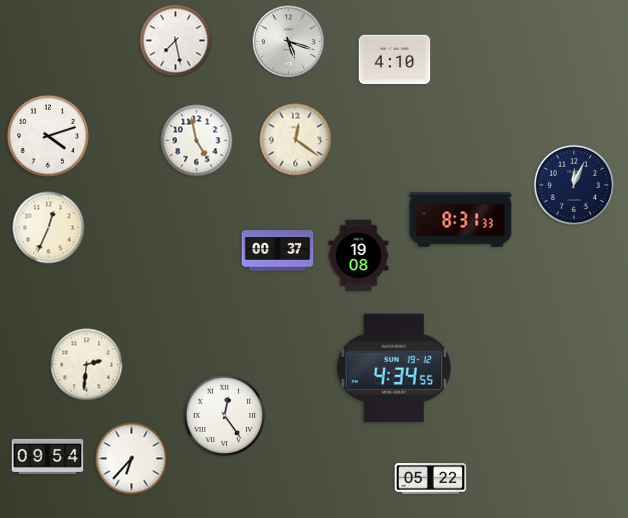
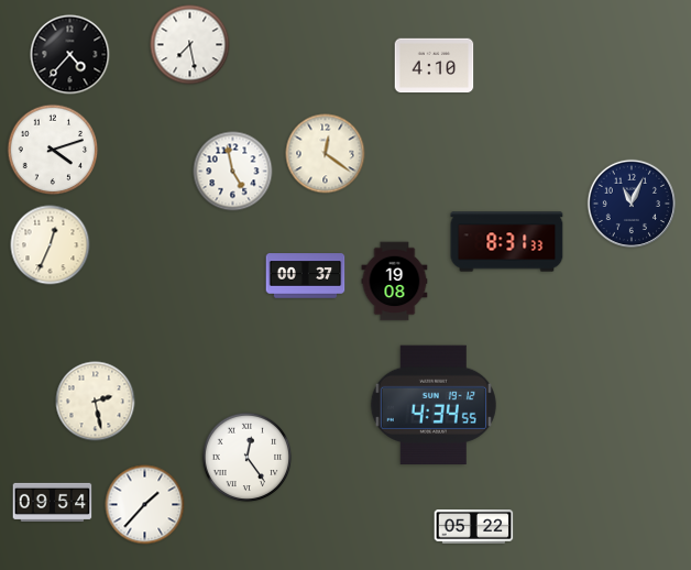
clock at (176, 41) position: (176, 41) -> (190, 45)
clock at (289, 42): 5:18 -> none
clock at (70, 55): none -> 4:37
clock at (197, 141) position: (197, 141) -> (233, 172)
clock at (573, 184): 12:04 -> 11:04
clock at (49, 228) position: (49, 228) -> (51, 245)
clock at (87, 365): 2:31 -> 2:28
clock at (132, 459): 6:37 -> 1:37
